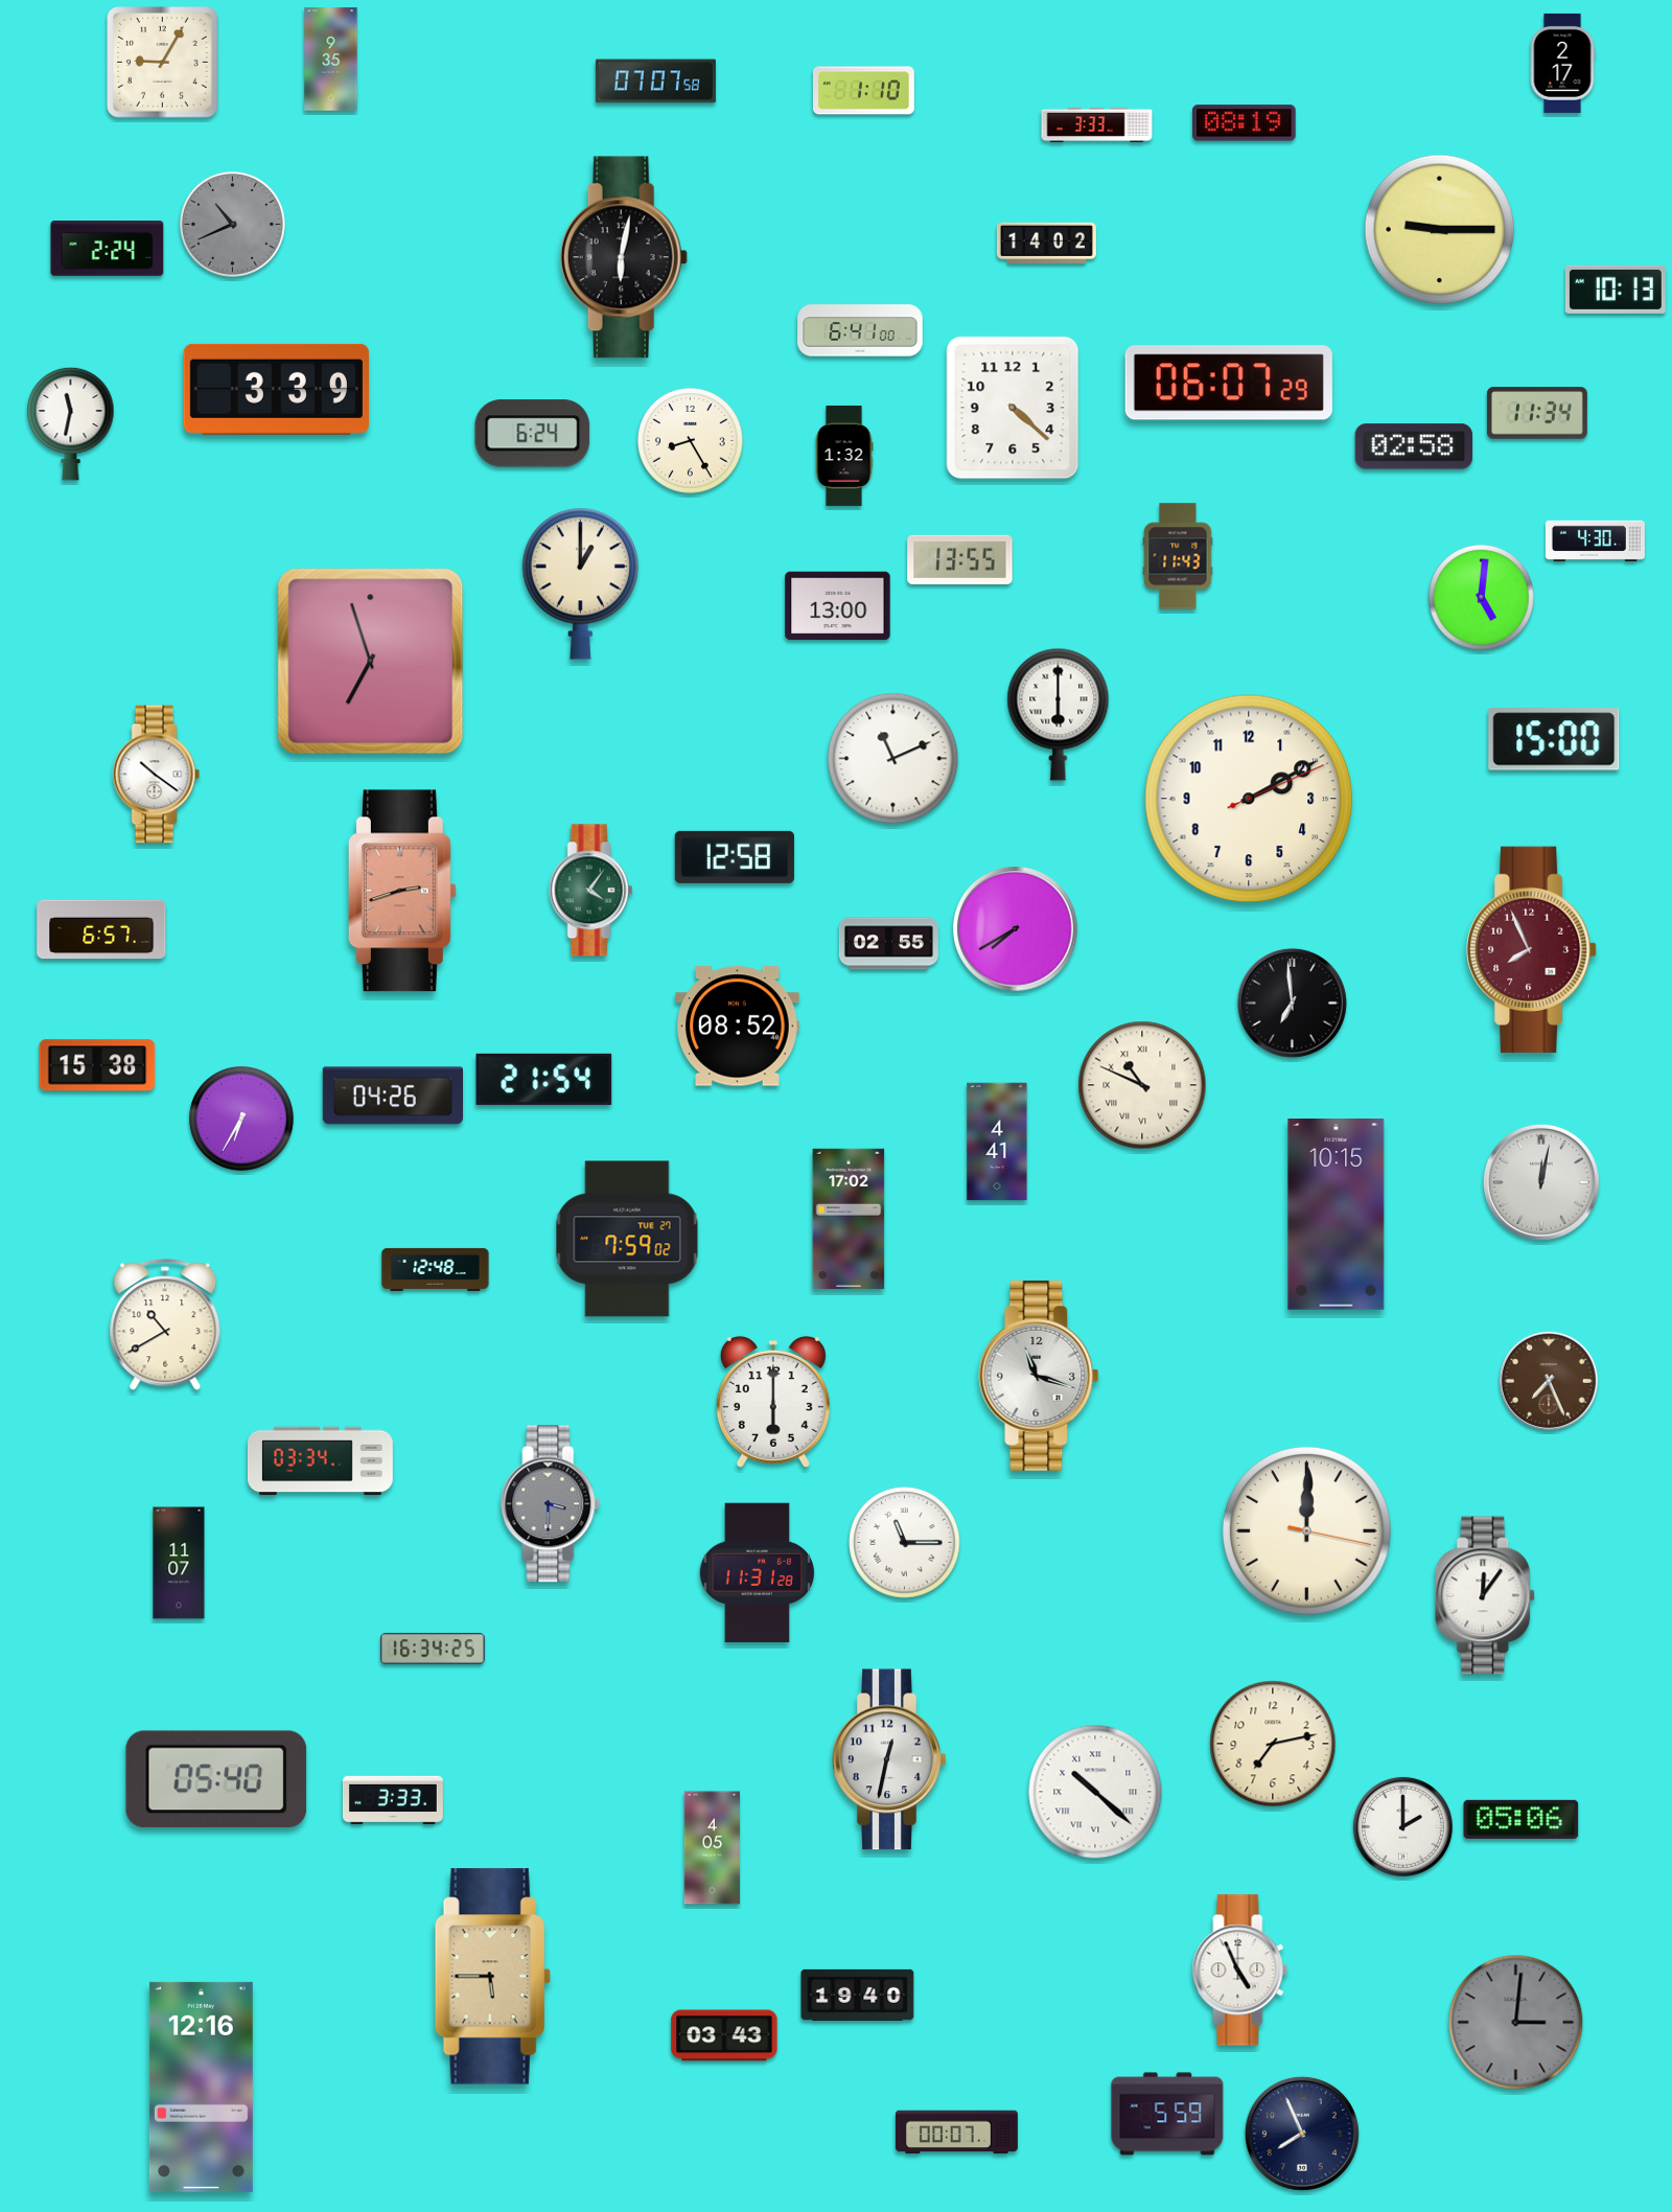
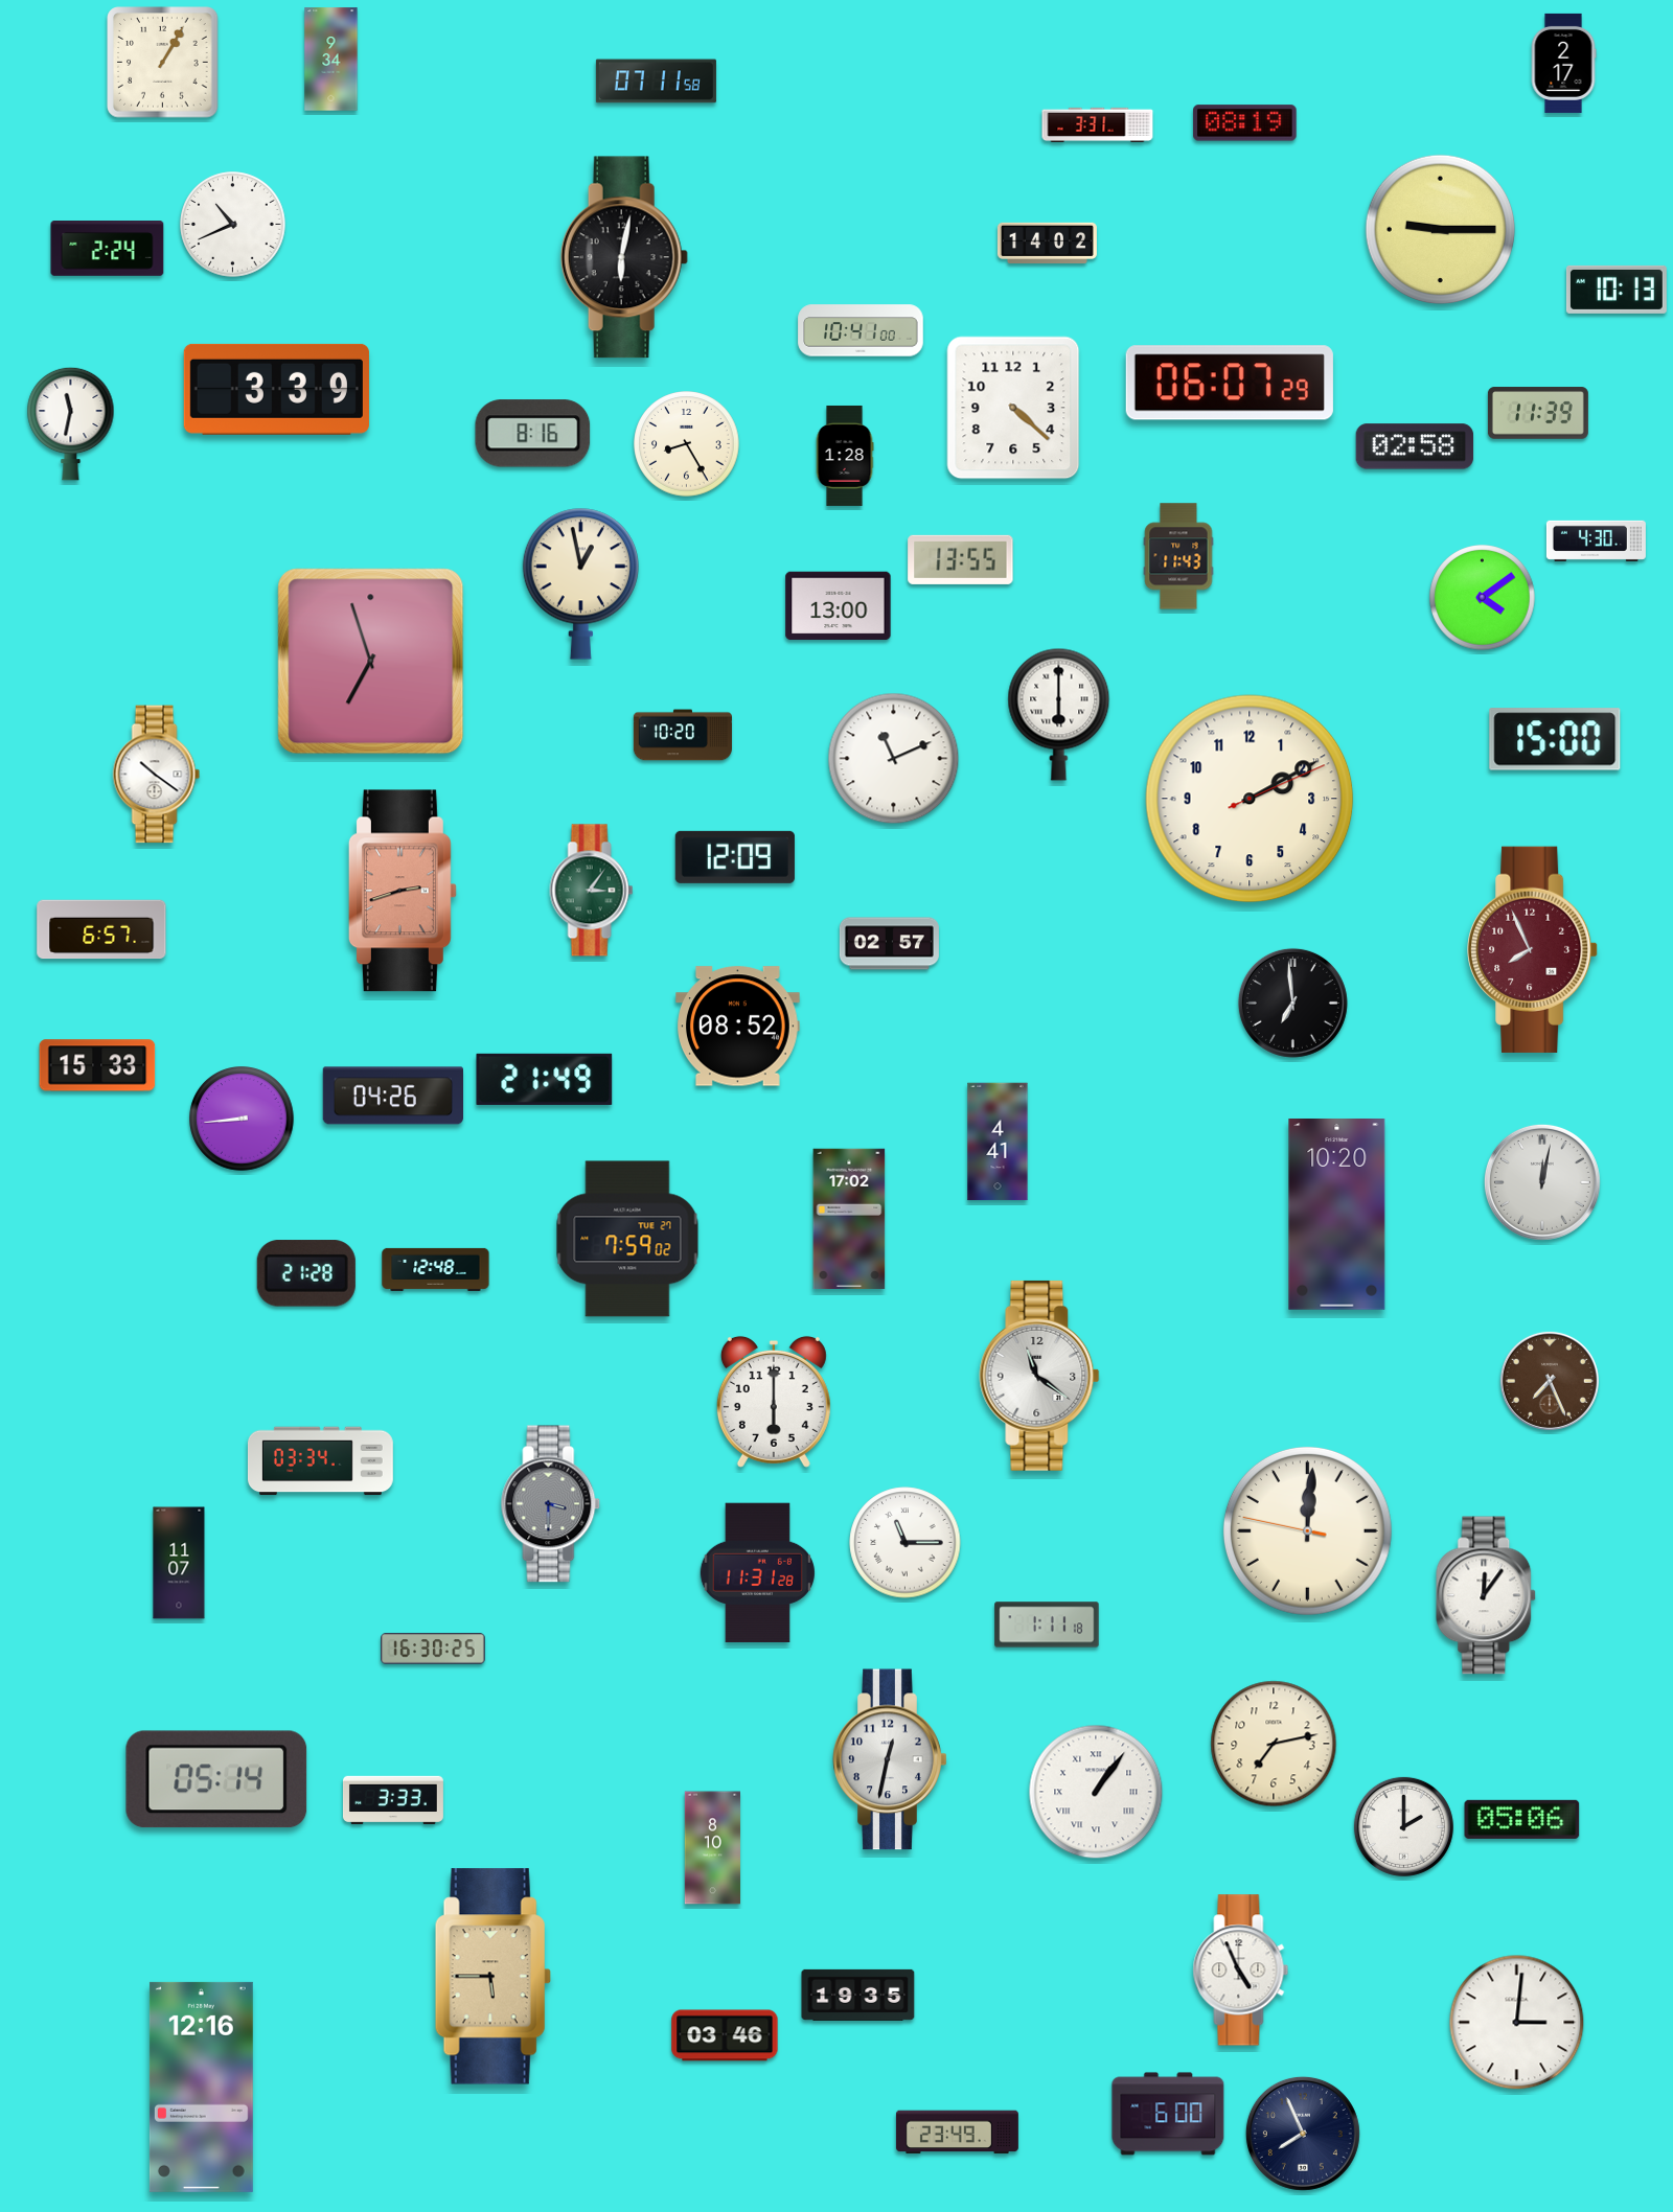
clock at (331, 60): 9:35 -> 9:34
clock at (163, 63): 9:05 -> 1:05
clock at (655, 82): 07:07 -> 07:11
clock at (864, 91): 1:10 -> none
clock at (1097, 124): 3:33 -> 3:31
clock at (233, 225) dial: grey -> white
clock at (860, 330): 6:41 -> 10:41
clock at (1537, 413): 11:34 -> 11:39
clock at (533, 434): 6:24 -> 8:16
clock at (691, 441) position: (691, 441) -> (687, 444)
clock at (844, 456): 1:32 -> 1:28
clock at (580, 583): 1:00 -> 12:58
clock at (1482, 598): 5:01 -> 4:09
clock at (683, 735): none -> 10:20
clock at (735, 857): 12:58 -> 12:09
clock at (591, 891): 4:06 -> 3:06
clock at (1015, 928): 7:40 -> none
clock at (888, 944): 02:55 -> 02:57
clock at (97, 1065): 15:38 -> 15:33
clock at (544, 1079): 21:54 -> 21:49
clock at (1142, 1085): 10:49 -> none
clock at (242, 1120): 6:35 -> 8:44
clock at (1337, 1215): 10:15 -> 10:20
clock at (306, 1273): none -> 21:28
clock at (165, 1326): 10:40 -> none
clock at (1039, 1376): 11:18 -> 11:21
clock at (1306, 1530): 12:00:17 -> 12:00:47
clock at (1047, 1625): none -> 1:11
clock at (433, 1649): 16:34 -> 16:30
clock at (216, 1779): 05:40 -> 05:14
clock at (1095, 1792): 10:22 -> 1:06
clock at (712, 1848): 4:05 -> 8:10
clock at (858, 1995): 19:40 -> 19:35
clock at (1516, 2023) dial: grey -> white
clock at (724, 2035): 03:43 -> 03:46
clock at (1167, 2114): 5:59 -> 6:00
clock at (956, 2133): 00:07 -> 23:49
